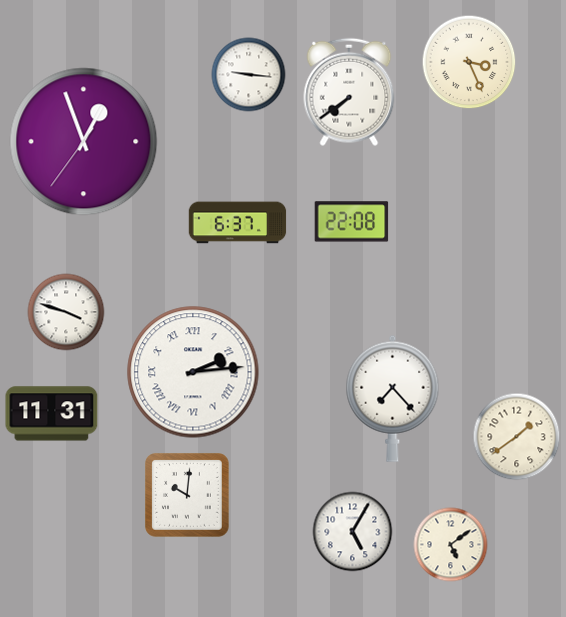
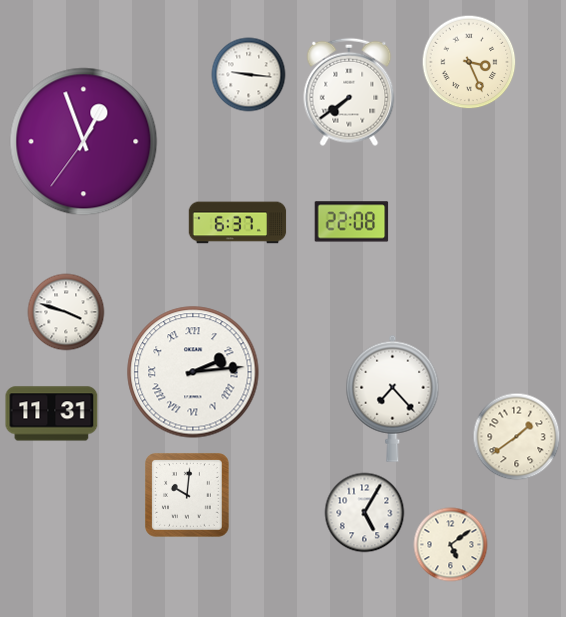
clock at (353, 532) position: (353, 532) -> (365, 513)
